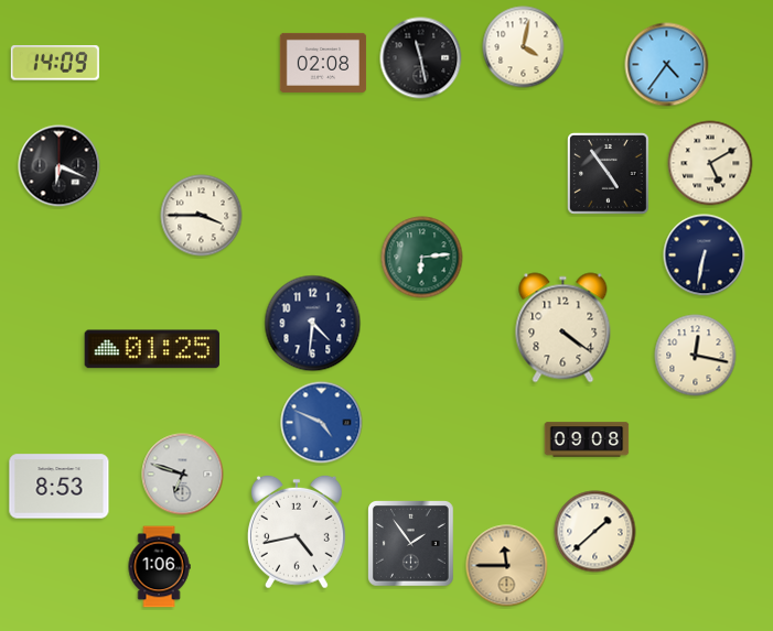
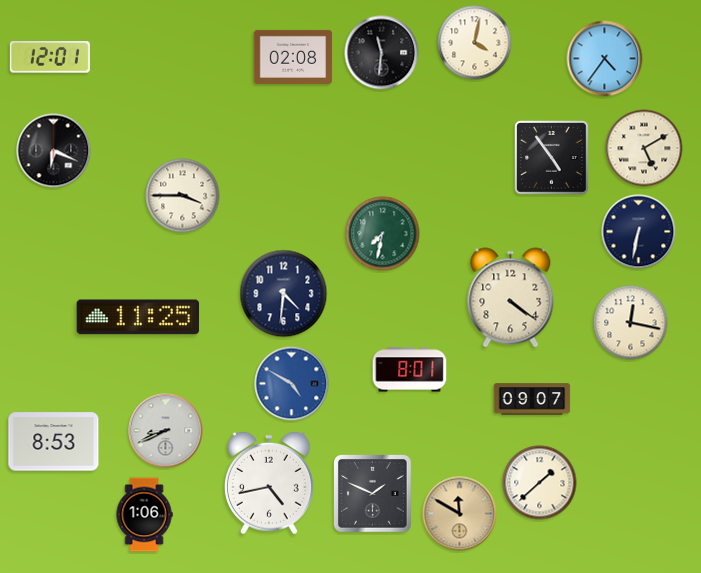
clock at (421, 58): 11:28 -> 11:31
clock at (55, 63): 14:09 -> 12:01
clock at (422, 258): 6:14 -> 7:32
clock at (152, 349): 01:25 -> 11:25
clock at (410, 370): none -> 8:01
clock at (322, 423): 4:49 -> 4:50
clock at (587, 439): 09:08 -> 09:07
clock at (183, 475): 6:48 -> 8:41
clock at (411, 544): 1:54 -> 1:49
clock at (507, 566): 11:45 -> 11:50
